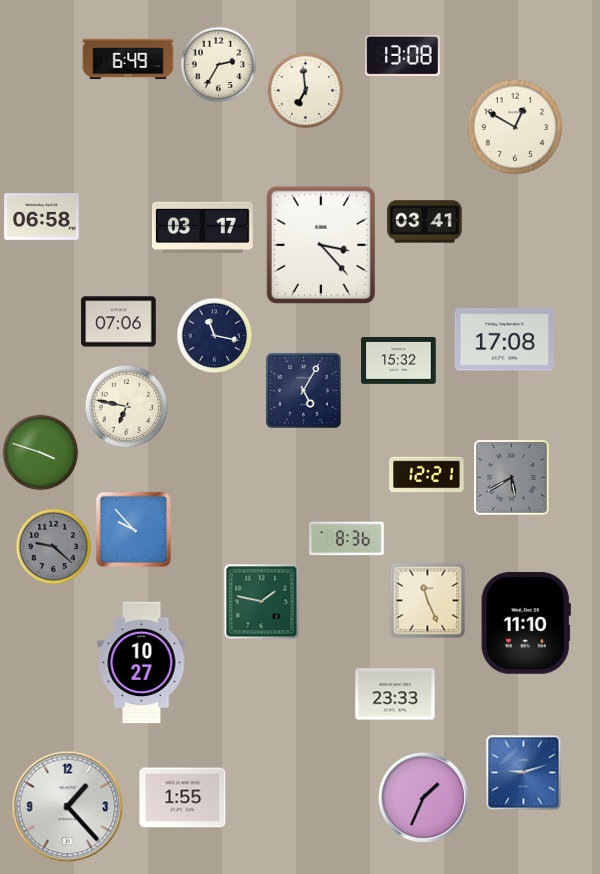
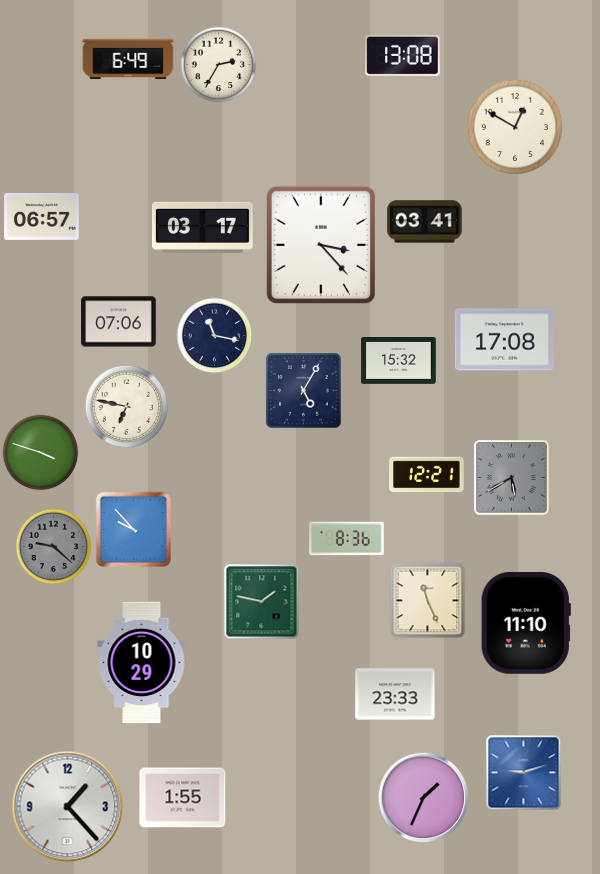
clock at (306, 91): 6:59 -> none
clock at (42, 217): 06:58 -> 06:57
clock at (142, 663): 10:27 -> 10:29
